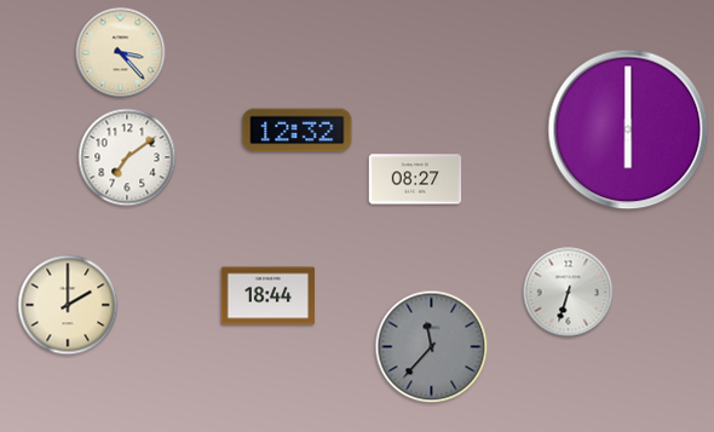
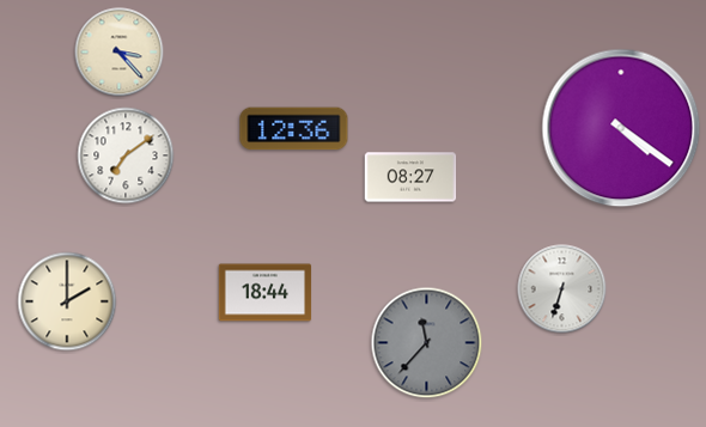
clock at (628, 129): 6:00 -> 4:21
clock at (298, 131): 12:32 -> 12:36
